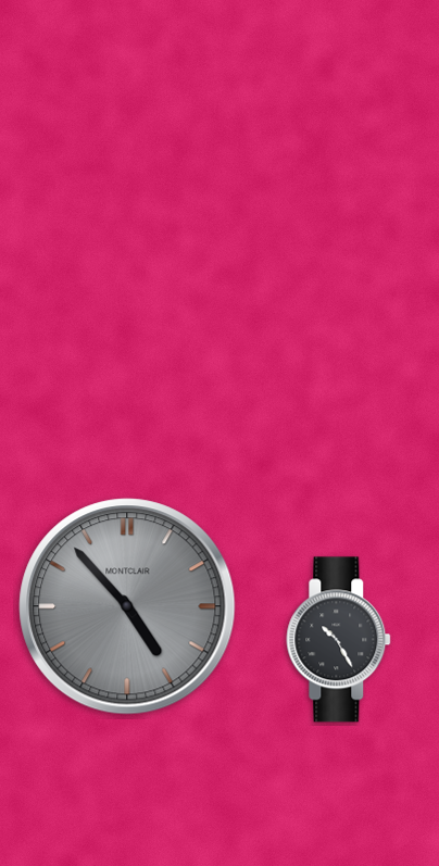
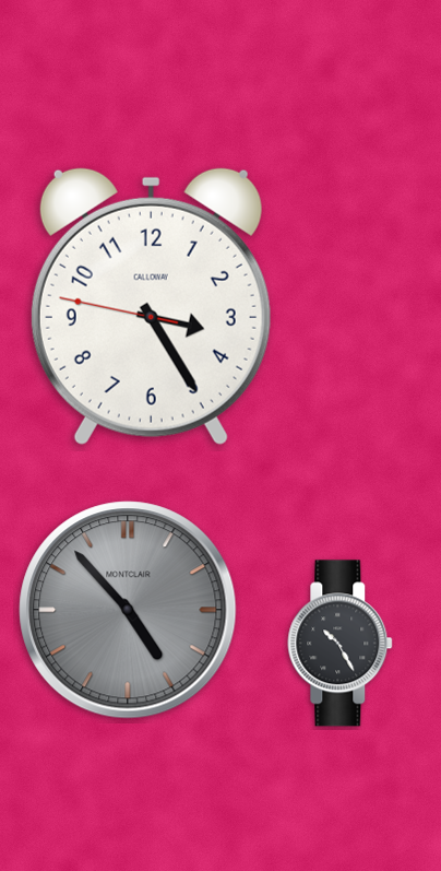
clock at (151, 306): none -> 3:24
